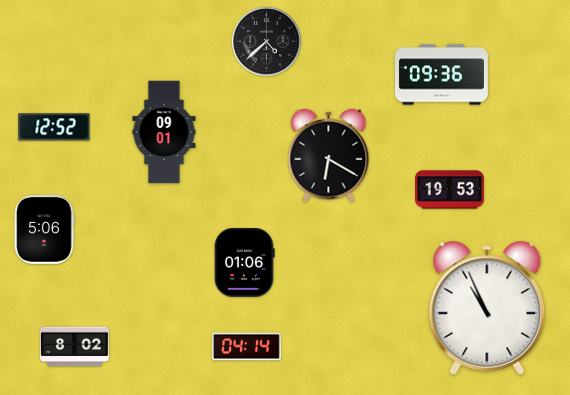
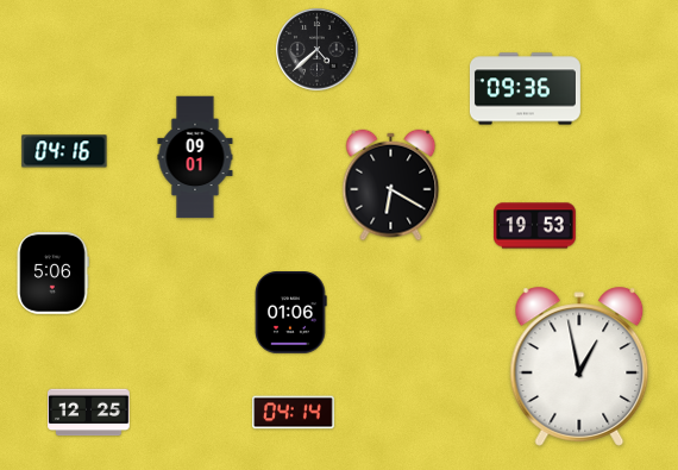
clock at (54, 127): 12:52 -> 04:16
clock at (487, 308): 10:56 -> 12:58
clock at (75, 347): 8:02 -> 12:25
